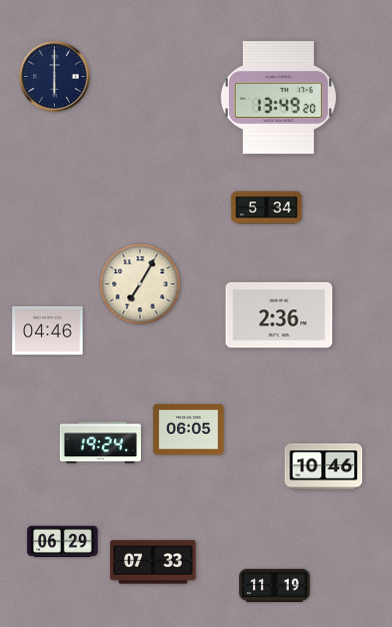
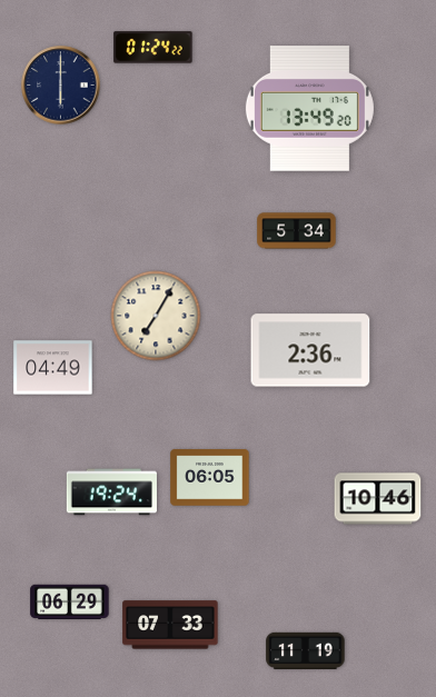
clock at (153, 48): none -> 01:24
clock at (48, 331): 04:46 -> 04:49
clock at (324, 467) position: (324, 467) -> (378, 499)
